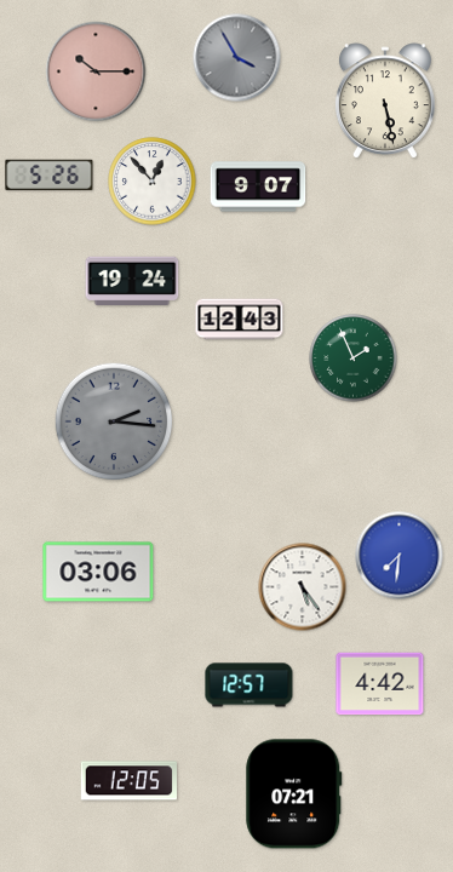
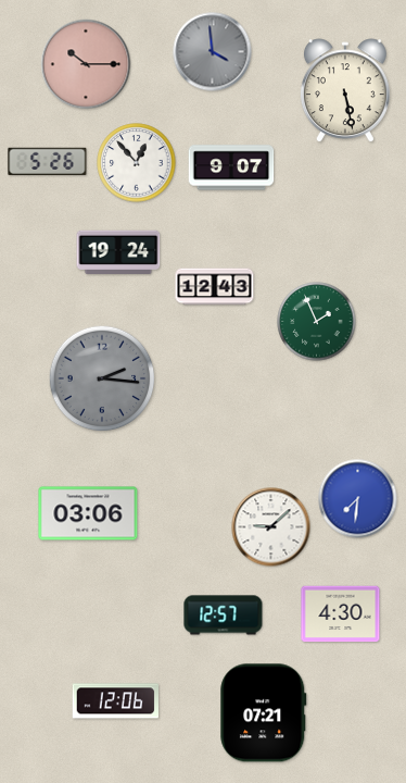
clock at (237, 58): 3:55 -> 3:59
clock at (50, 174) position: (50, 174) -> (48, 161)
clock at (303, 587): 5:24 -> 9:08
clock at (380, 684): 4:42 -> 4:30
clock at (128, 781): 12:05 -> 12:06
